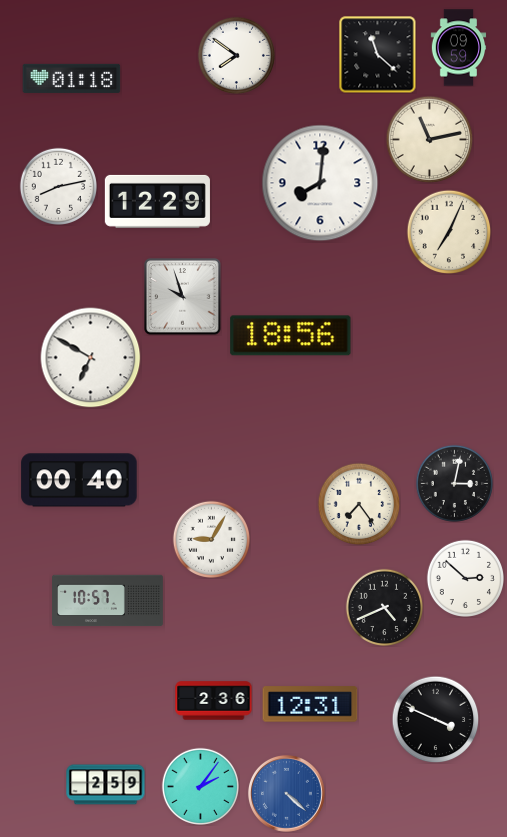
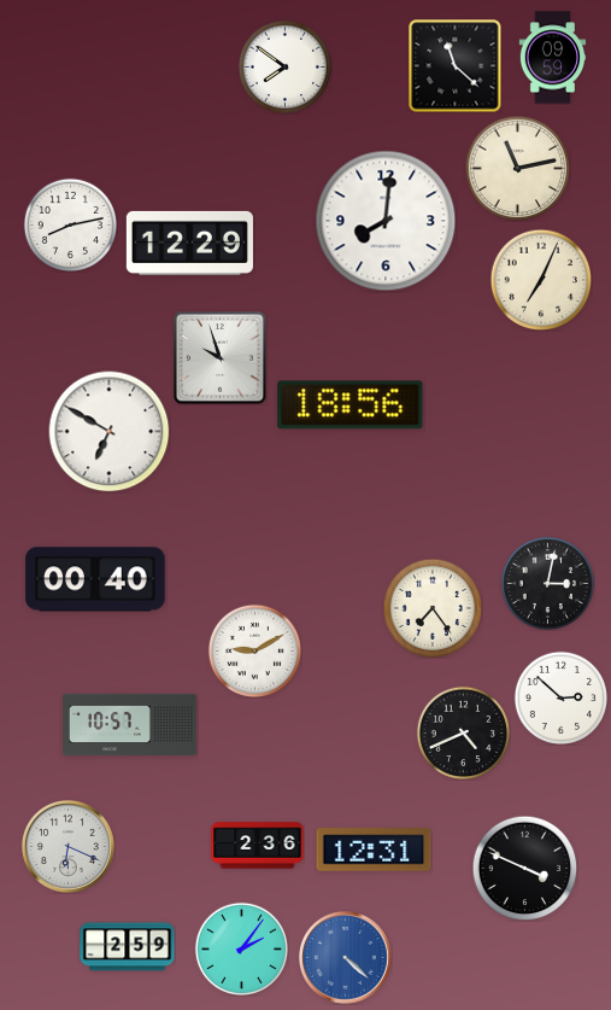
clock at (72, 78): 01:18 -> none
clock at (211, 539): 9:05 -> 9:10
clock at (67, 846): none -> 6:19
